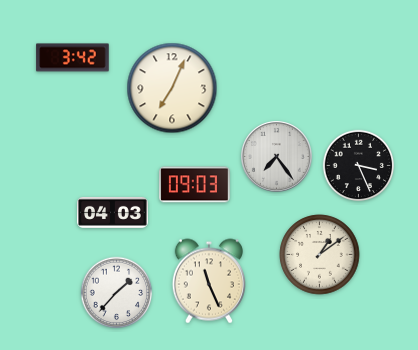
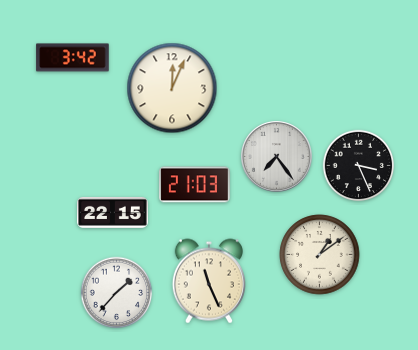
clock at (172, 88): 7:04 -> 12:04
clock at (194, 185): 09:03 -> 21:03
clock at (113, 212): 04:03 -> 22:15
